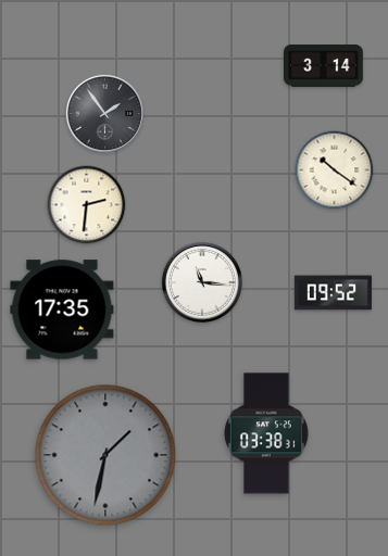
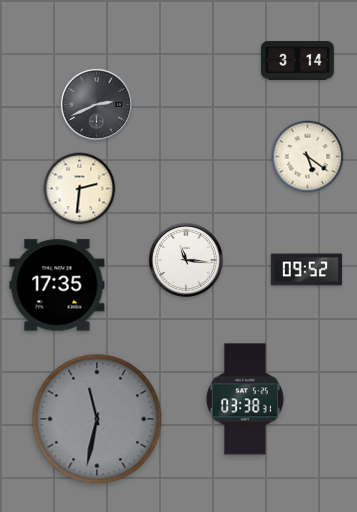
clock at (104, 113): 1:54 -> 2:41
clock at (335, 170): 10:21 -> 5:21
clock at (105, 455): 1:32 -> 11:32
